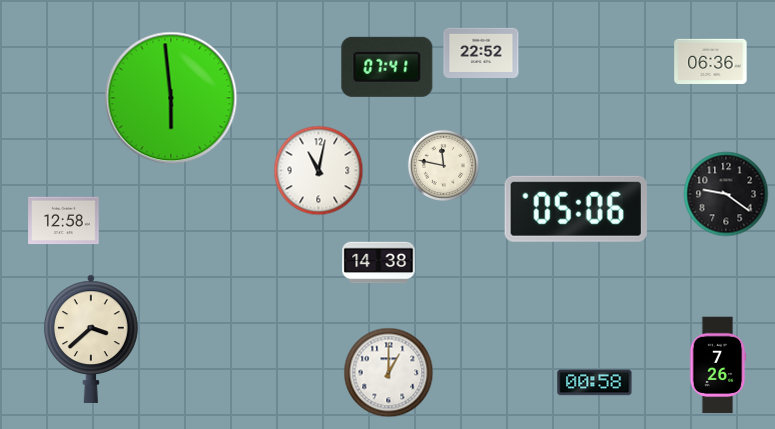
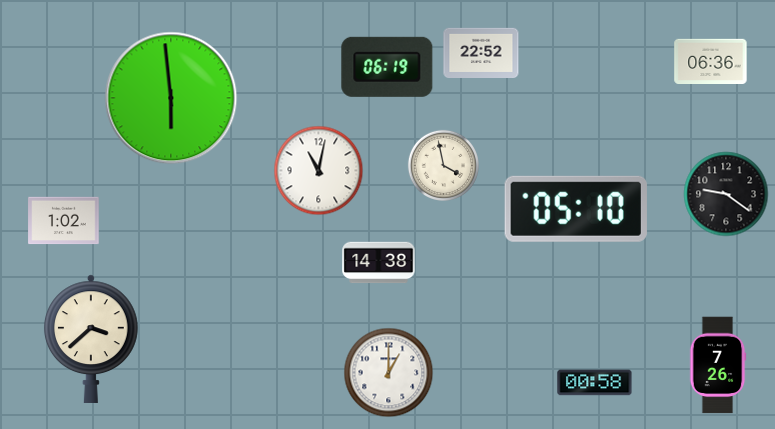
clock at (387, 67): 07:41 -> 06:19
clock at (443, 165): 11:47 -> 3:58
clock at (576, 209): 05:06 -> 05:10
clock at (64, 221): 12:58 -> 1:02
